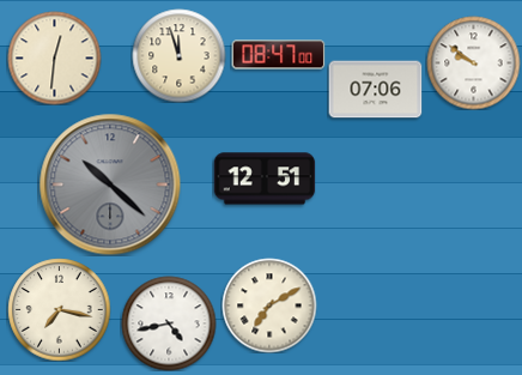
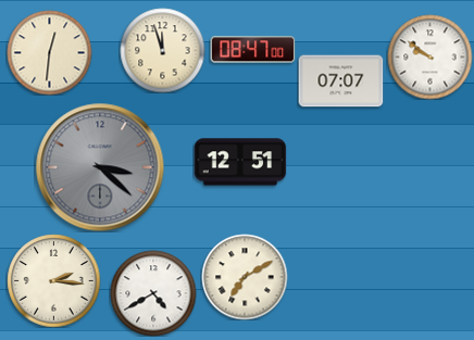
clock at (375, 90): 07:06 -> 07:07
clock at (110, 185): 10:22 -> 3:22
clock at (59, 309): 7:17 -> 2:16
clock at (169, 323): 4:43 -> 4:40
